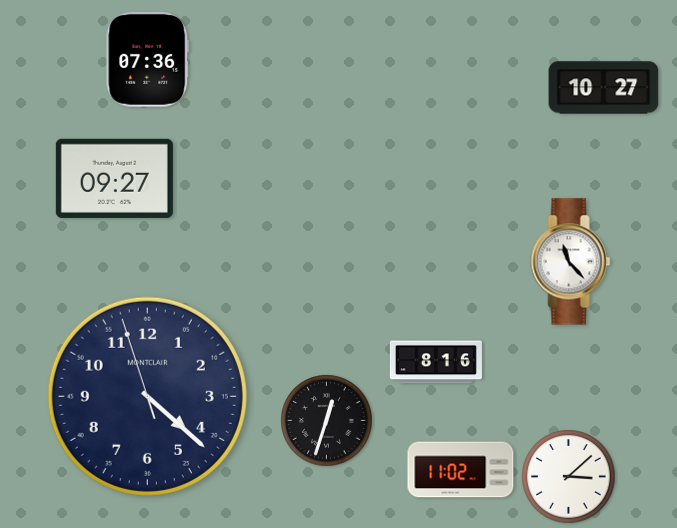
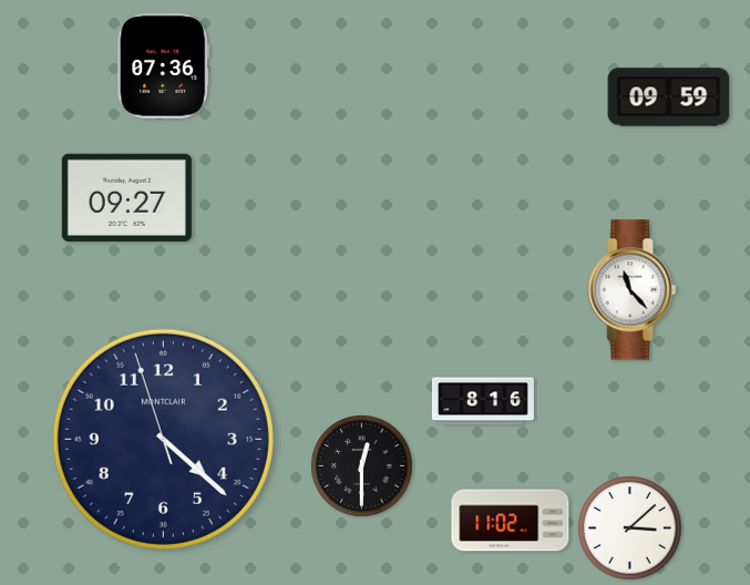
clock at (604, 88): 10:27 -> 09:59
clock at (327, 421): 12:33 -> 12:30
